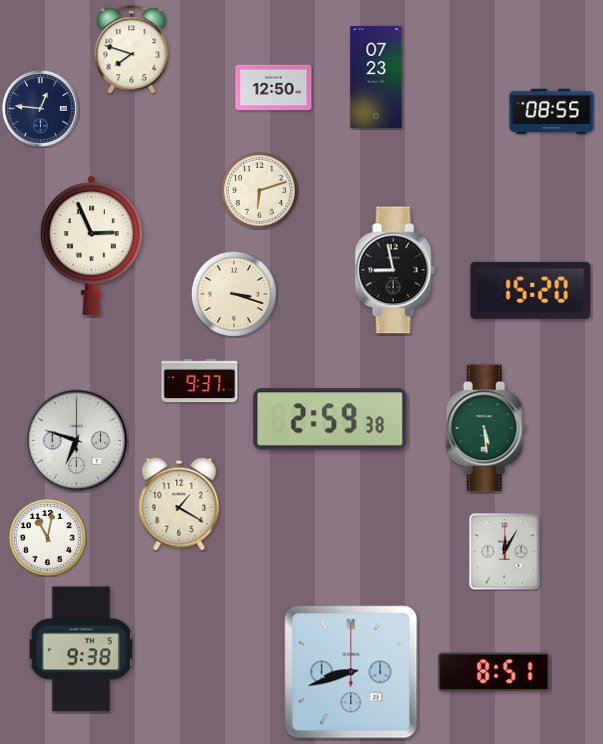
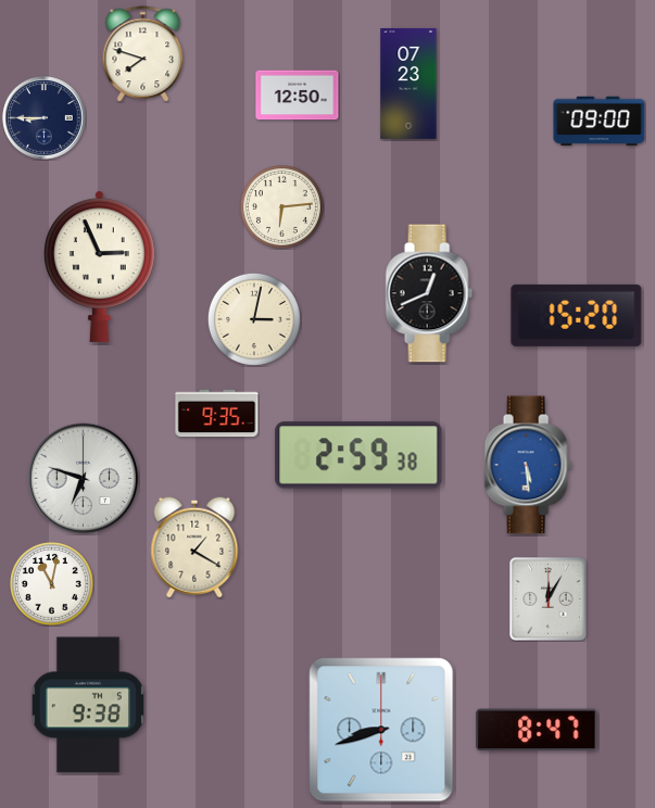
clock at (41, 109): 12:46 -> 8:45
clock at (552, 112): 08:55 -> 09:00
clock at (259, 190): 6:12 -> 6:14
clock at (395, 270): 8:58 -> 12:41
clock at (234, 294): 3:18 -> 3:02
clock at (200, 381): 9:37 -> 9:35
clock at (486, 428) dial: green -> blue
clock at (494, 672): 8:51 -> 8:47
